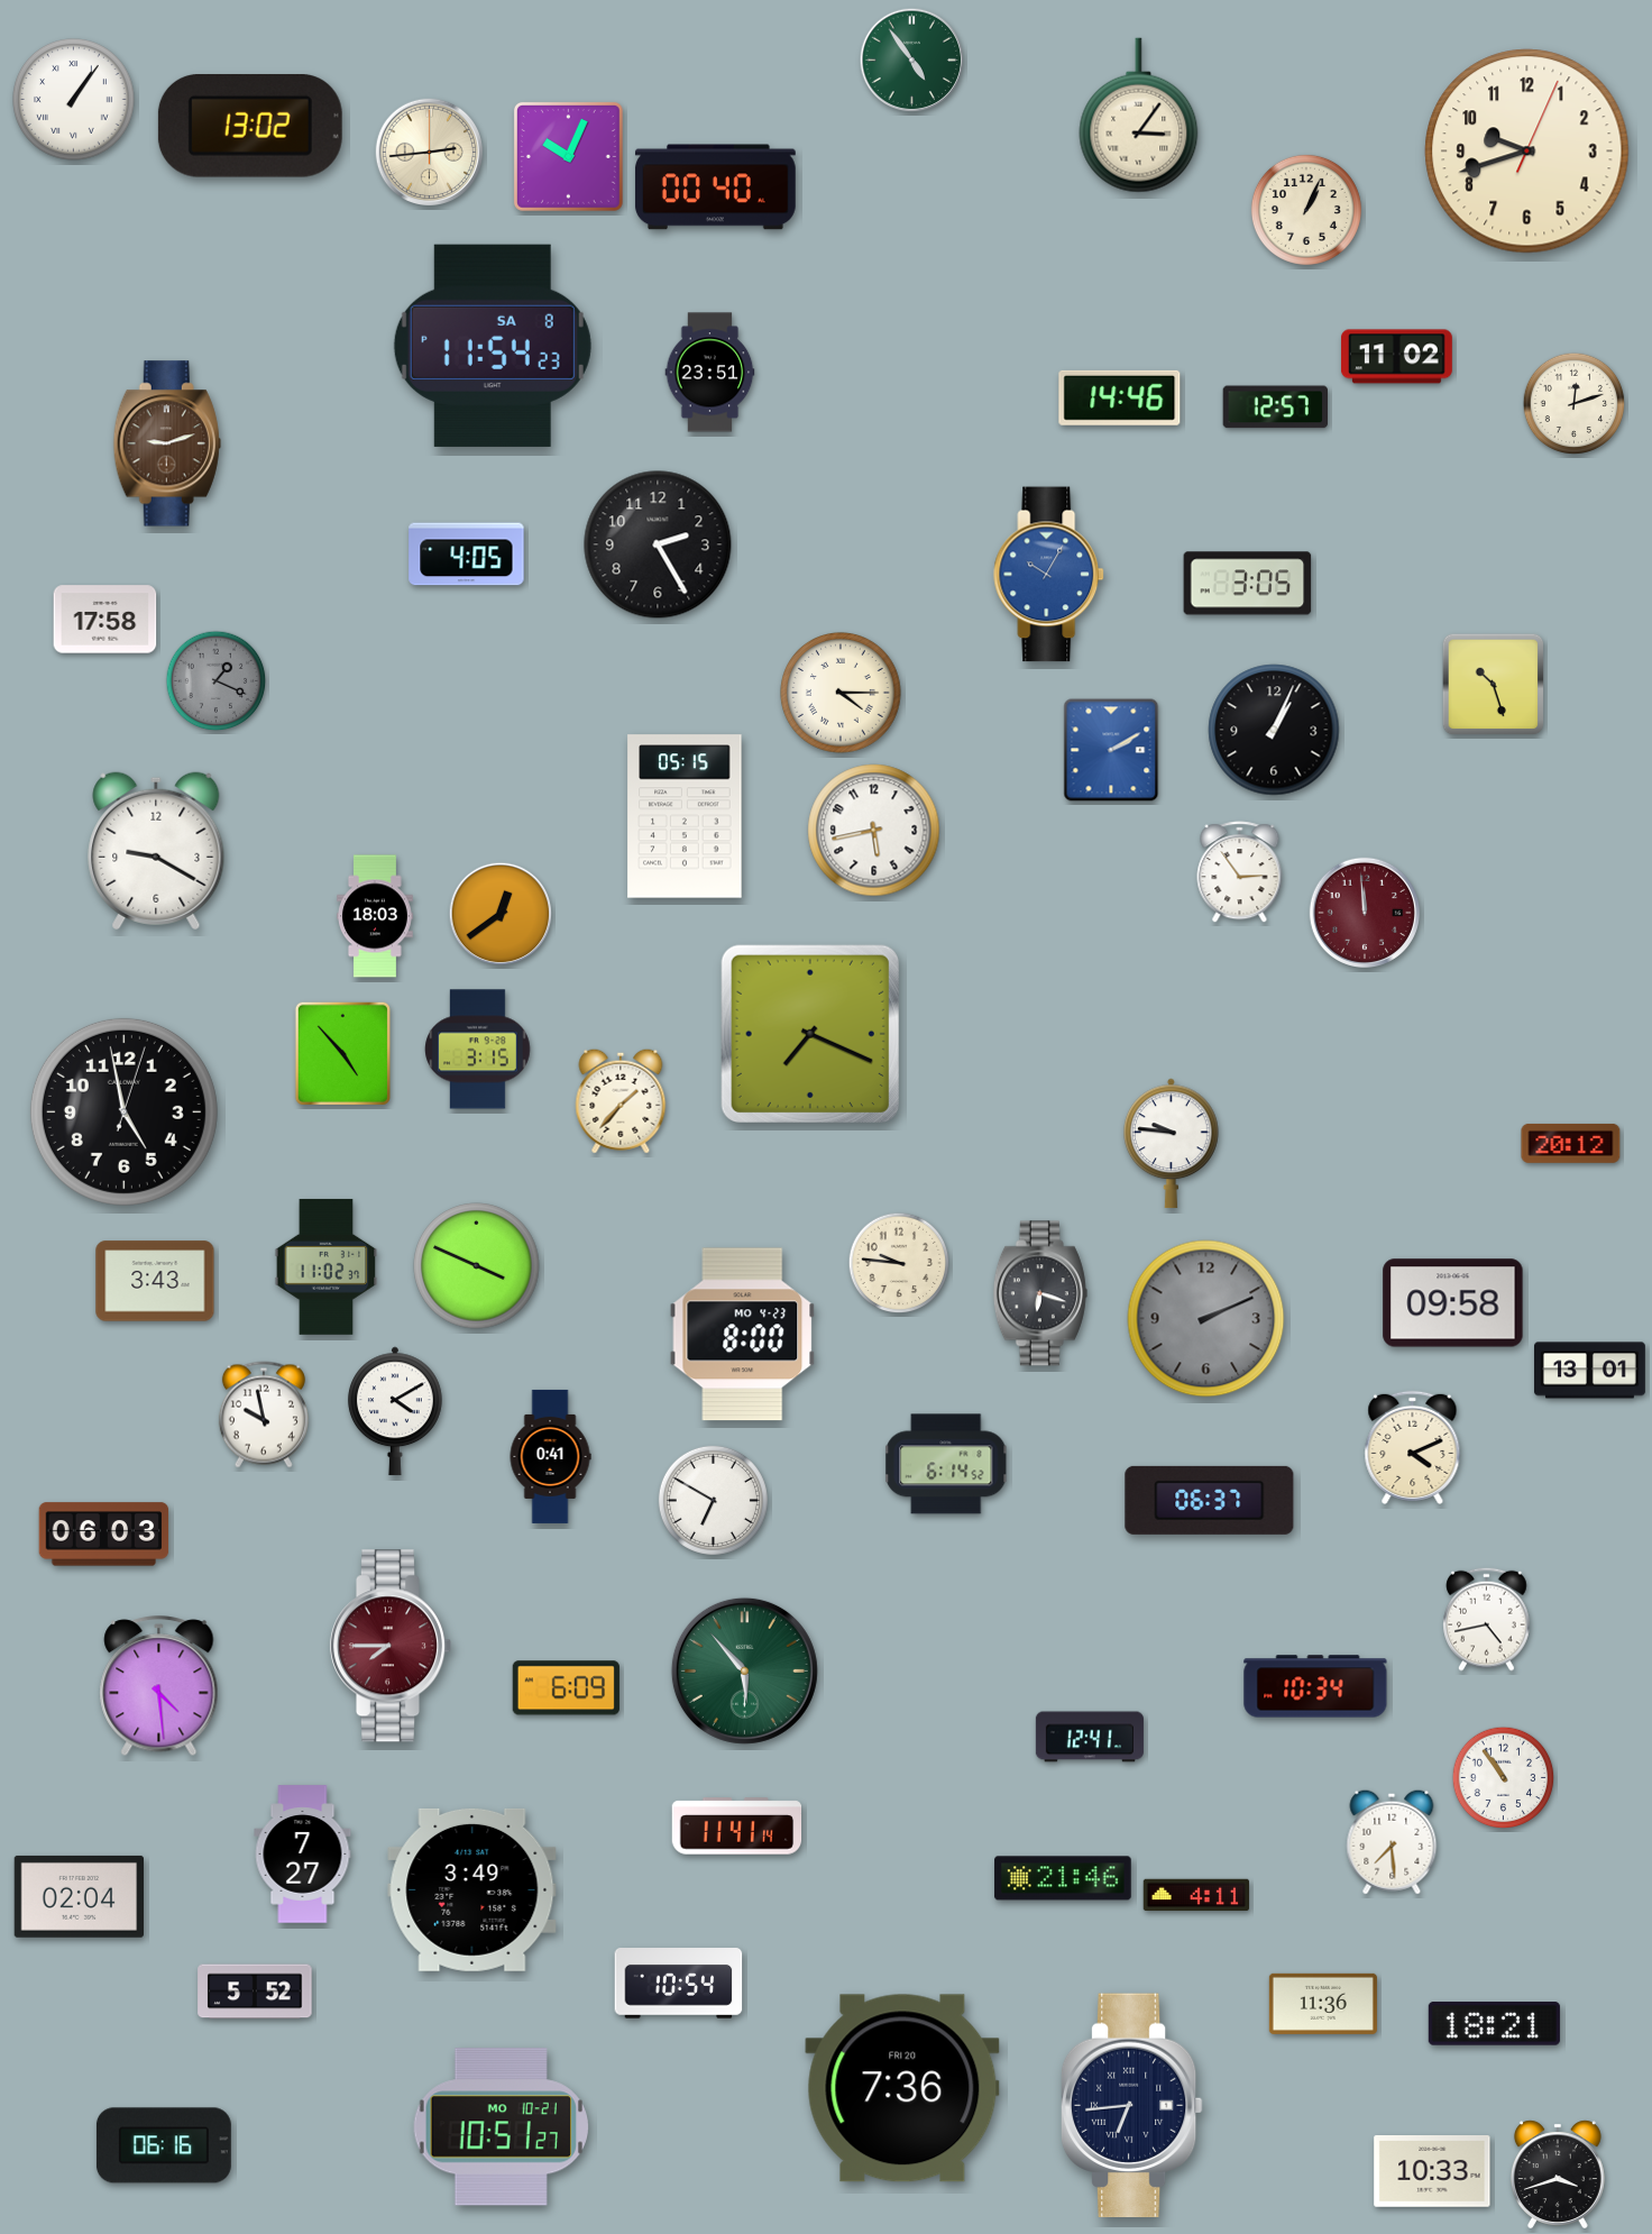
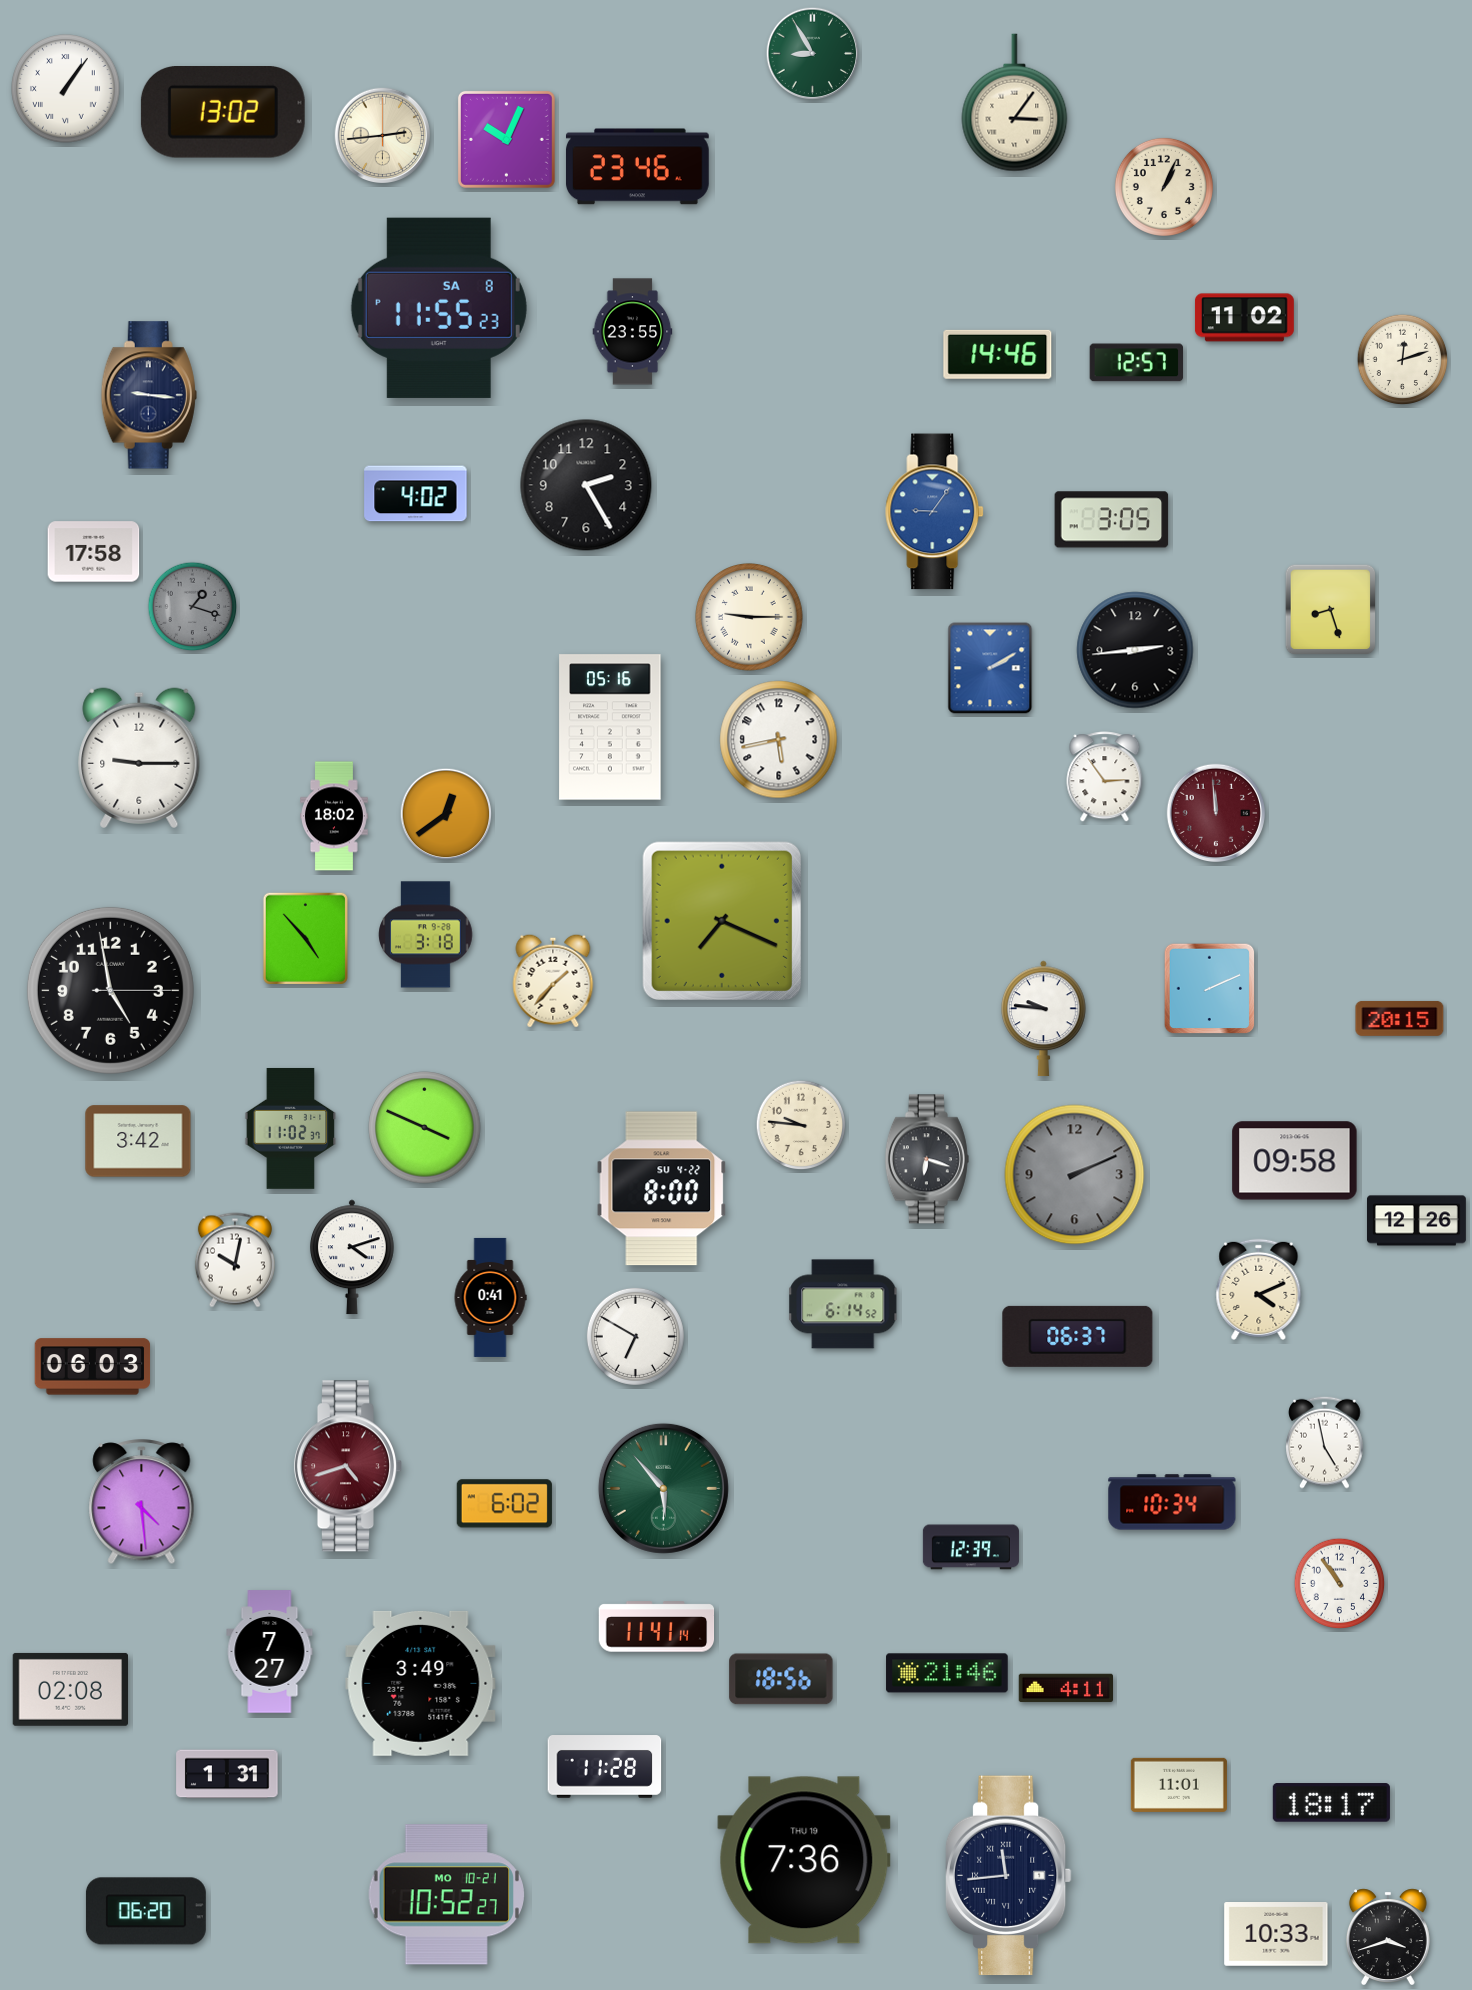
clock at (912, 61): 4:54 -> 8:55
clock at (1527, 152): 9:42 -> none
clock at (716, 187): 00:40 -> 23:46
clock at (493, 346): 11:54 -> 11:55
clock at (710, 373): 23:51 -> 23:55
clock at (167, 443): 9:12 -> 9:16
clock at (167, 443) dial: brown -> navy
clock at (467, 555): 4:05 -> 4:02
clock at (1049, 575): 10:05 -> 9:06
clock at (217, 681): 1:19 -> 1:18
clock at (1494, 685): 10:27 -> 8:27
clock at (841, 693): 4:15 -> 9:15
clock at (1274, 730): 1:04 -> 2:44
clock at (685, 816): 05:15 -> 05:16
clock at (156, 851): 9:20 -> 9:15
clock at (376, 916): 18:03 -> 18:02
clock at (478, 1050): 3:15 -> 3:18
clock at (1210, 989): none -> 2:11
clock at (123, 1111): 4:58:03 -> 4:58:15
clock at (1571, 1143): 20:12 -> 20:15
clock at (155, 1281): 3:43 -> 3:42
clock at (1040, 1293) position: (1040, 1293) -> (927, 1159)
clock at (743, 1335) date: MO 4-23 -> SU 4-22
clock at (1590, 1371): 13:01 -> 12:26
clock at (395, 1411): 4:10 -> 4:12
clock at (264, 1414): 9:58 -> 10:02
clock at (1487, 1619): 4:43 -> 4:58
clock at (391, 1646): 7:45 -> 4:42
clock at (566, 1688): 6:09 -> 6:02
clock at (1090, 1737): 12:41 -> 12:39
clock at (1392, 1842): 7:29 -> none
clock at (781, 1679): none -> 18:56
clock at (79, 1896): 02:04 -> 02:08
clock at (679, 1984): 10:54 -> 11:28
clock at (255, 1992): 5:52 -> 1:31
clock at (1323, 2004): 11:36 -> 11:01
clock at (1494, 2024): 18:21 -> 18:17
clock at (902, 2088) date: FRI 20 -> THU 19
clock at (1131, 2106): 6:44 -> 11:44
clock at (501, 2127): 10:51 -> 10:52
clock at (164, 2145): 06:16 -> 06:20
